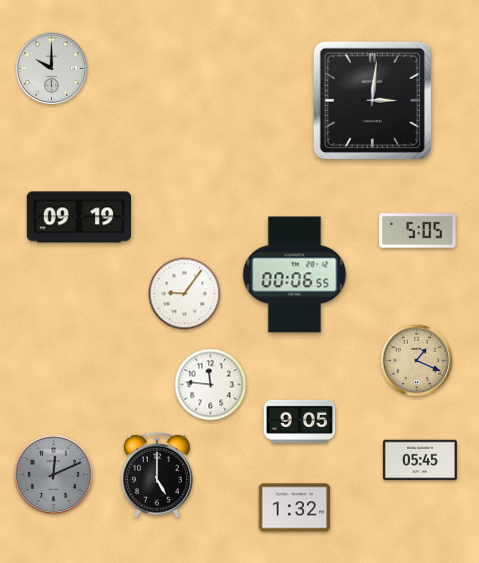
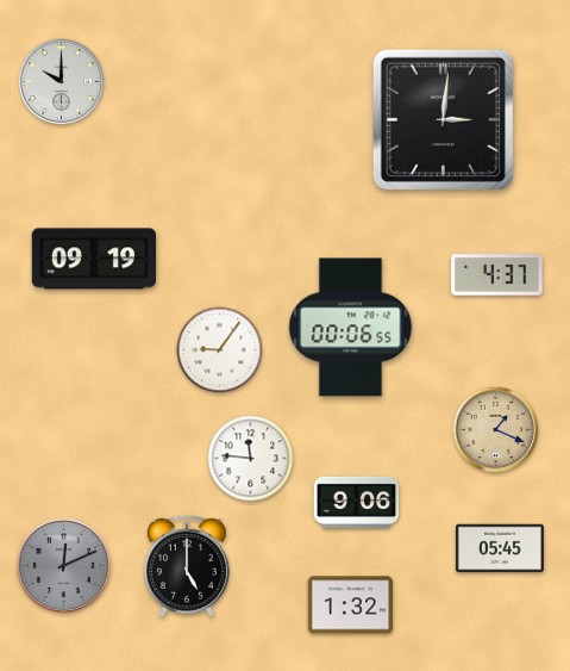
clock at (418, 231): 5:05 -> 4:37
clock at (300, 421): 9:05 -> 9:06
